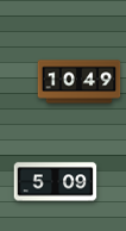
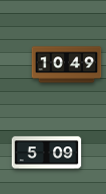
clock at (80, 82) position: (80, 82) -> (67, 65)
